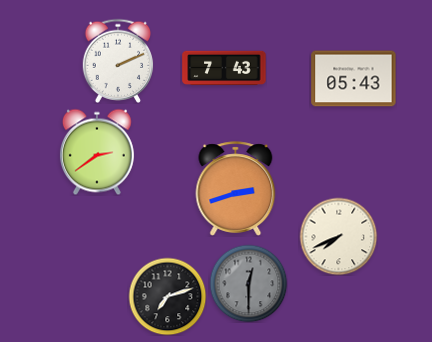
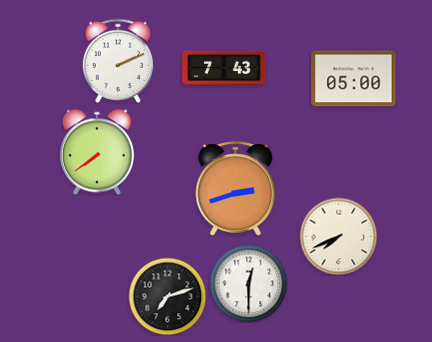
clock at (354, 79): 05:43 -> 05:00
clock at (97, 152): 2:39 -> 7:39
clock at (248, 283) dial: grey -> white
